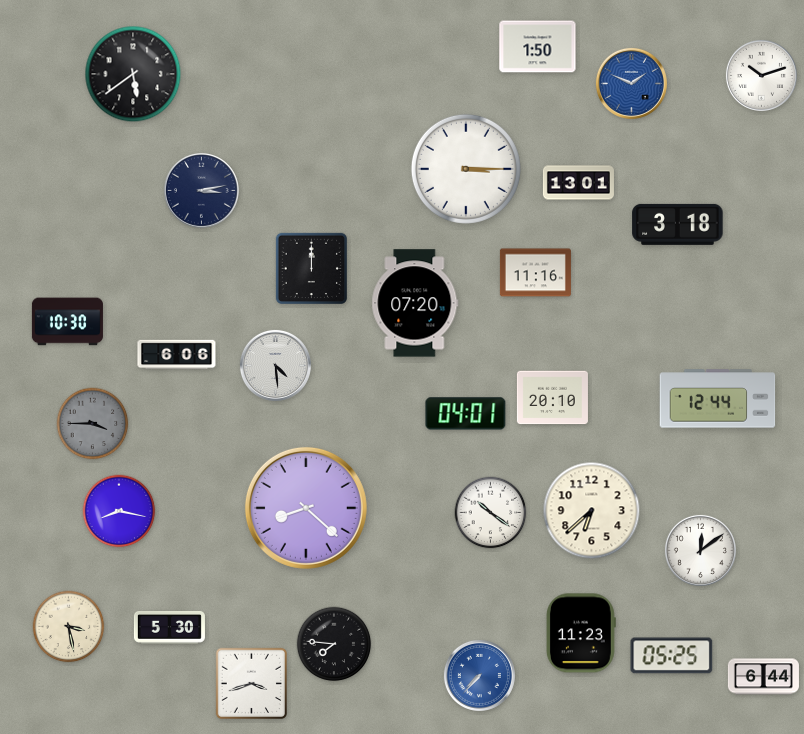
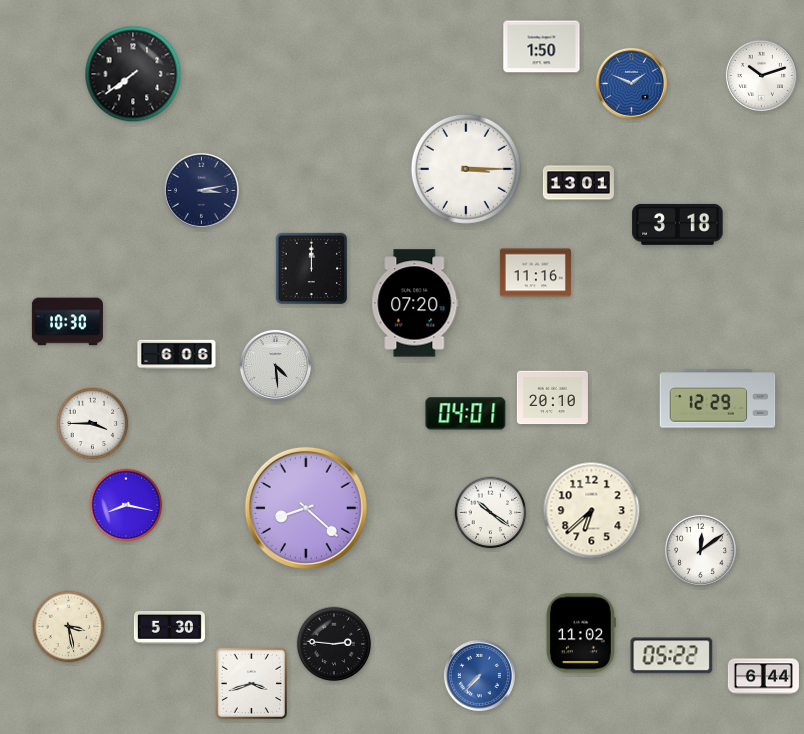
clock at (538, 47) position: (538, 47) -> (542, 47)
clock at (133, 74): 5:39 -> 7:39
clock at (718, 399): 12:44 -> 12:29
clock at (93, 424) dial: grey -> white
clock at (119, 511) position: (119, 511) -> (126, 505)
clock at (581, 633): 11:23 -> 11:02
clock at (334, 644): 7:46 -> 2:46
clock at (672, 656): 05:25 -> 05:22
